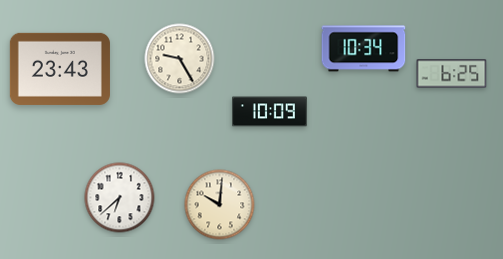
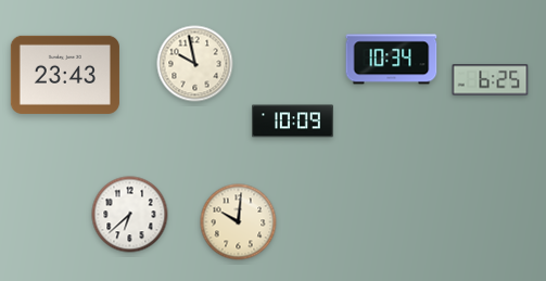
clock at (364, 49) position: (364, 49) -> (392, 60)
clock at (180, 59): 9:25 -> 9:58
